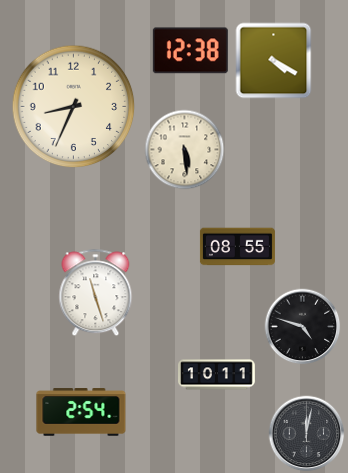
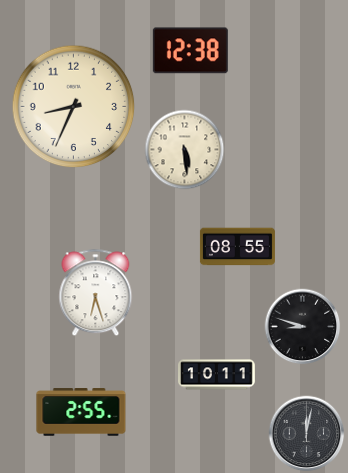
clock at (274, 61): 4:20 -> none
clock at (96, 293): 11:27 -> 6:27
clock at (303, 327): 4:48 -> 8:48
clock at (81, 412): 2:54 -> 2:55
